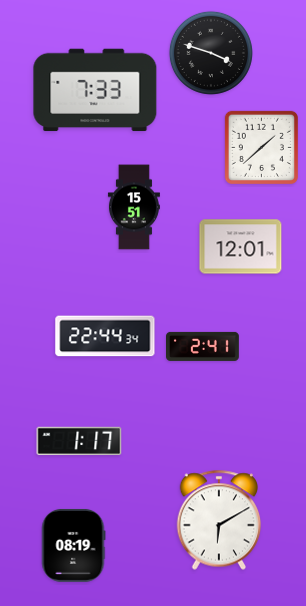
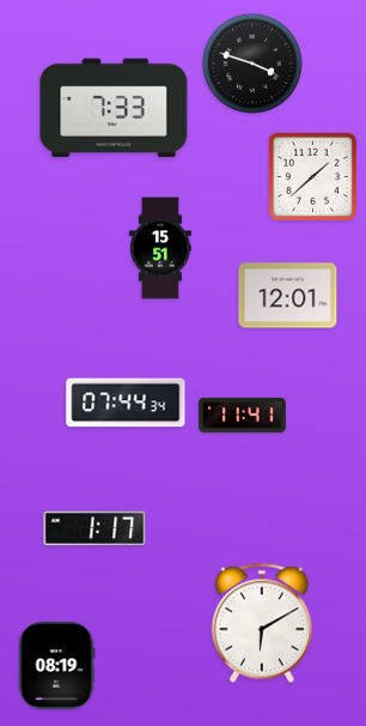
clock at (105, 336): 22:44 -> 07:44
clock at (203, 346): 2:41 -> 11:41
clock at (73, 545) position: (73, 545) -> (56, 665)
